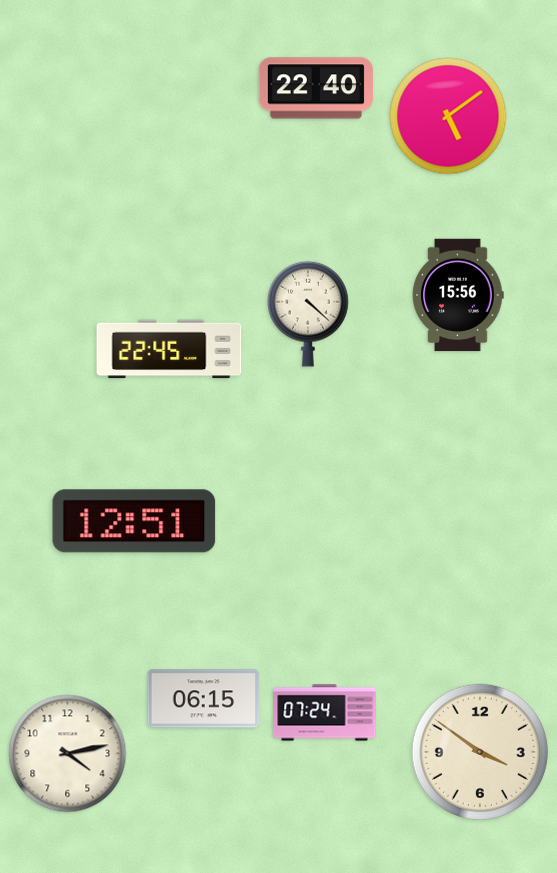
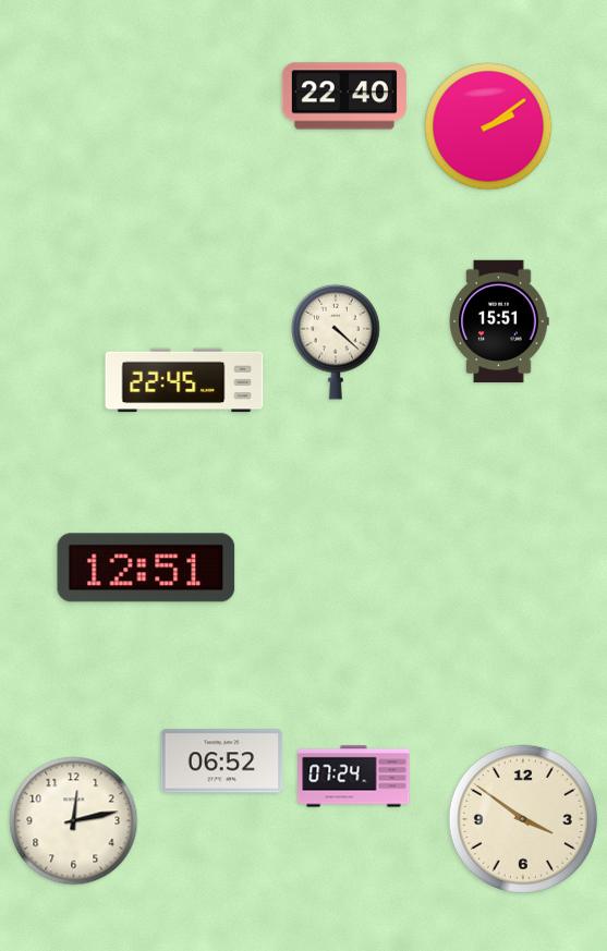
clock at (448, 116): 5:09 -> 2:09
clock at (458, 295): 15:56 -> 15:51
clock at (204, 699): 06:15 -> 06:52
clock at (68, 754): 4:13 -> 12:13
